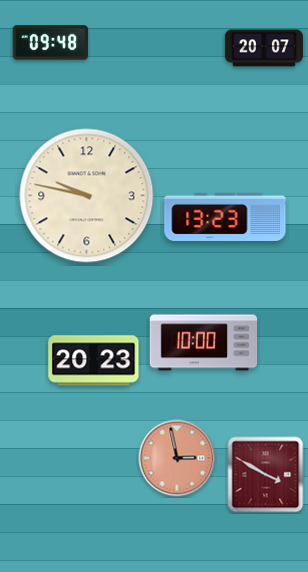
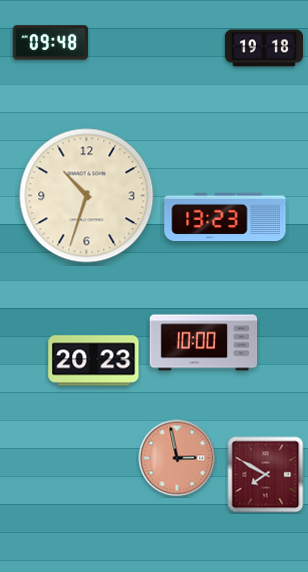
clock at (264, 48): 20:07 -> 19:18
clock at (87, 196): 9:47 -> 10:33
clock at (266, 475): 3:50 -> 7:50
